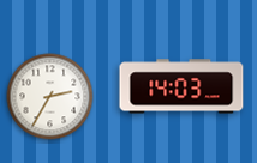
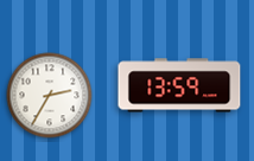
clock at (181, 86): 14:03 -> 13:59
